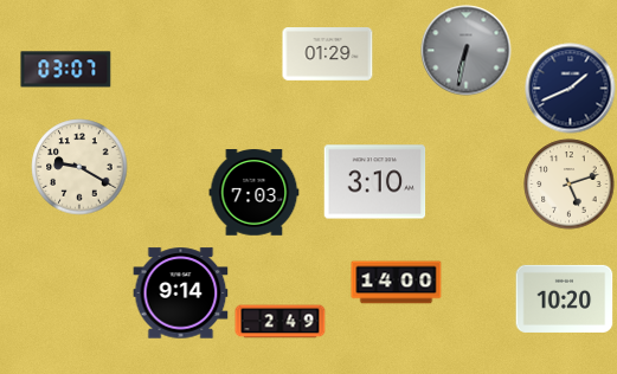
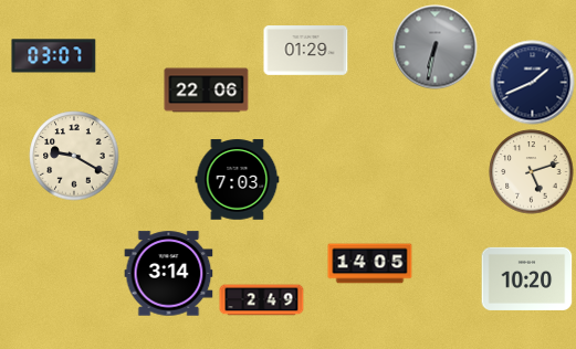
clock at (66, 70) position: (66, 70) -> (54, 56)
clock at (207, 91): none -> 22:06
clock at (375, 182): 3:10 -> none
clock at (397, 283): 14:00 -> 14:05
clock at (181, 294): 9:14 -> 3:14
